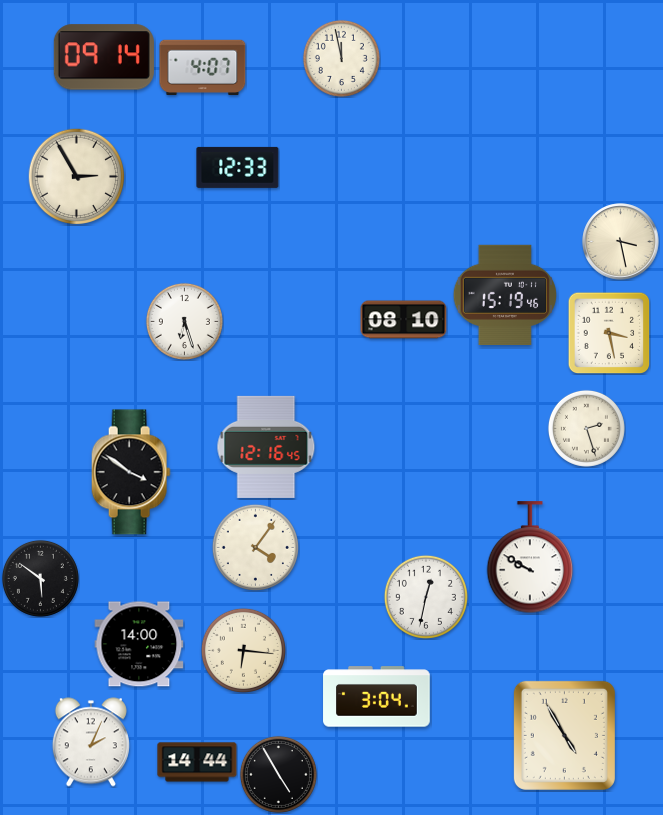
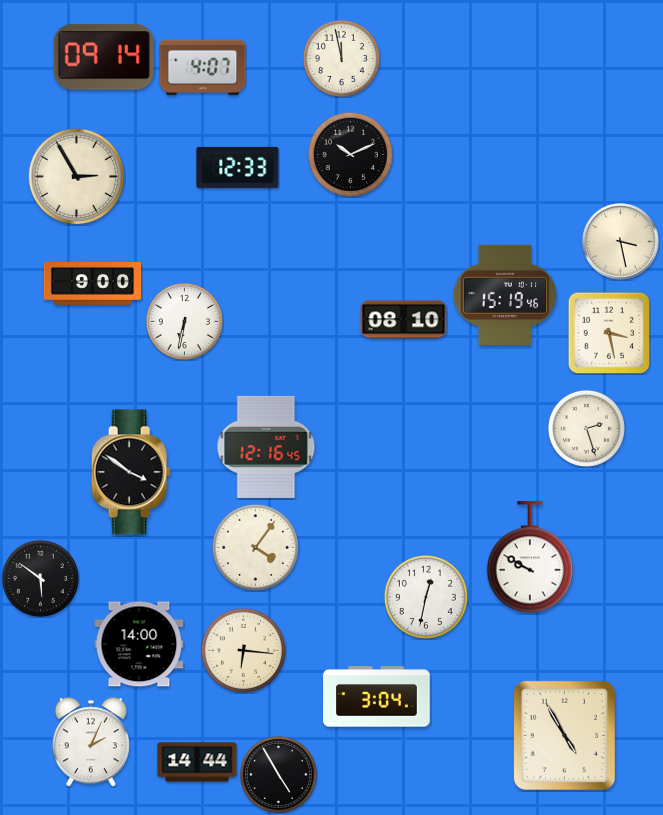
clock at (350, 154): none -> 10:11
clock at (92, 284): none -> 9:00
clock at (184, 321): 6:27 -> 6:32
